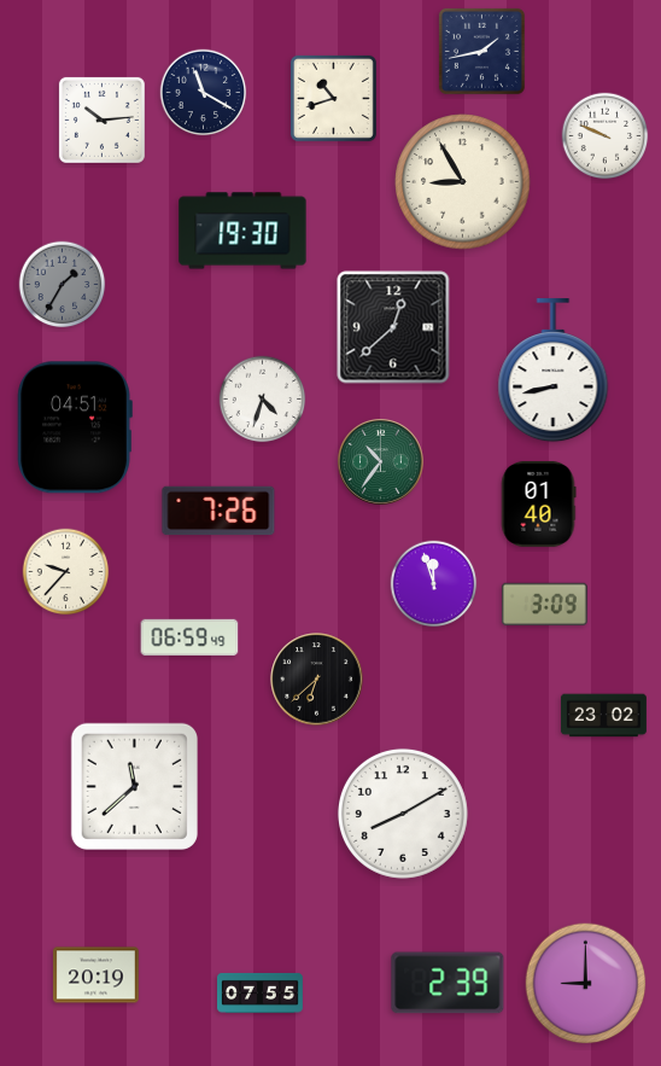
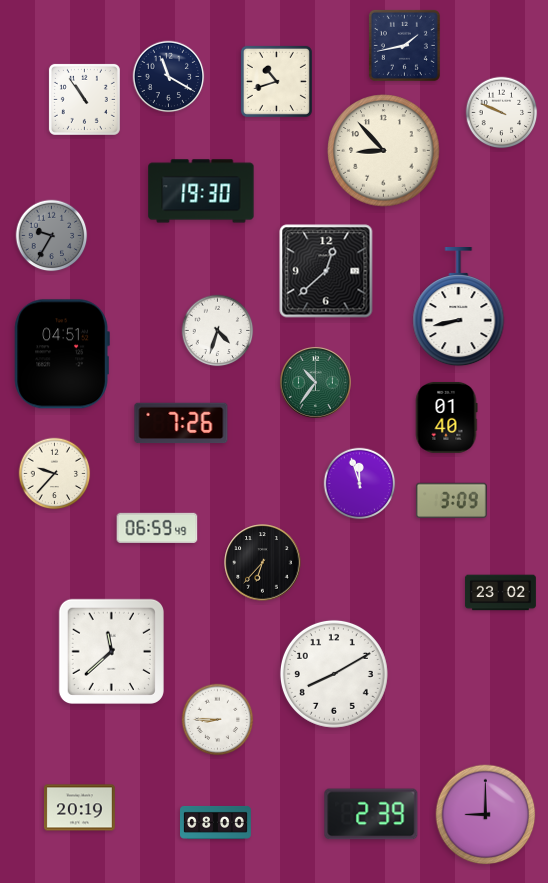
clock at (481, 51) position: (481, 51) -> (404, 45)
clock at (101, 120): 10:14 -> 10:54
clock at (463, 182): 8:55 -> 8:53
clock at (63, 285): 1:35 -> 9:35
clock at (317, 680): 6:38 -> 6:37
clock at (218, 720): none -> 8:45
clock at (261, 992): 07:55 -> 08:00
